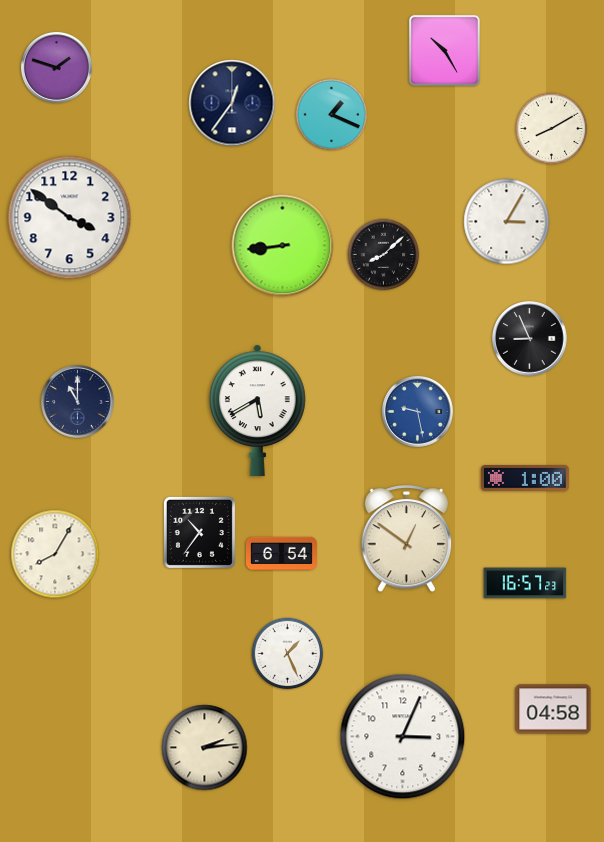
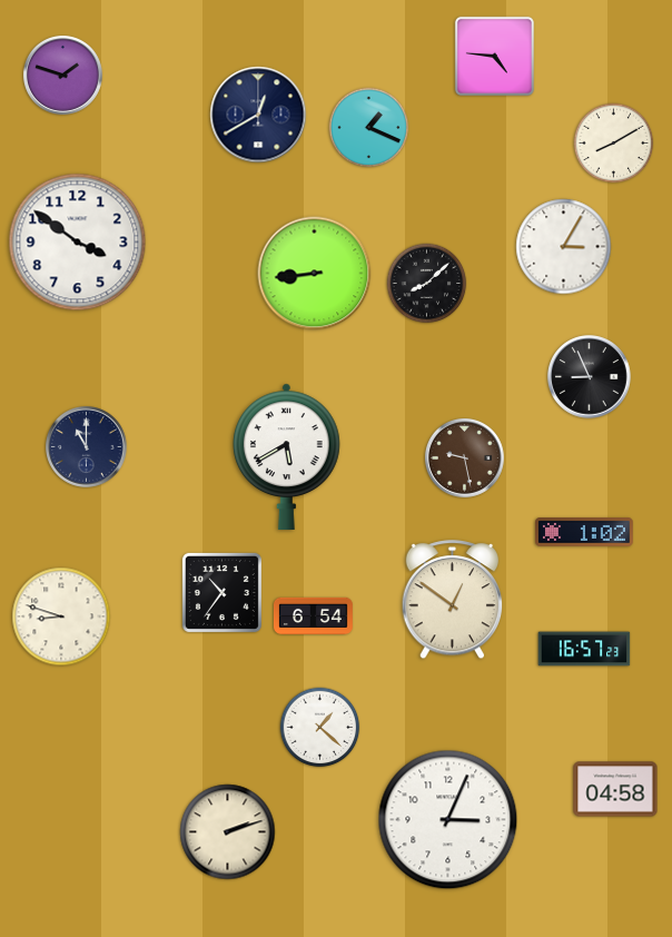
clock at (444, 50): 10:25 -> 4:46
clock at (232, 103): 12:36 -> 12:40
clock at (417, 411) dial: blue -> brown
clock at (525, 478): 1:00 -> 1:02
clock at (55, 554): 8:05 -> 8:48
clock at (288, 654): 1:26 -> 1:22
clock at (205, 748): 2:14 -> 2:12
